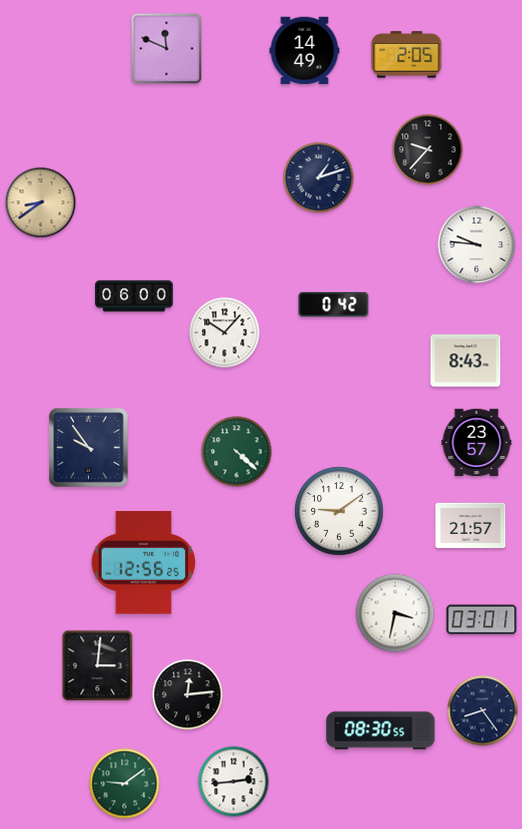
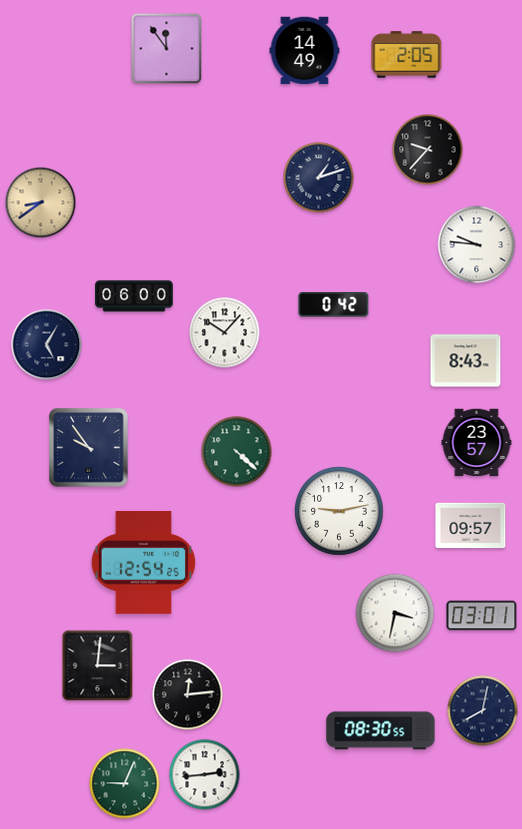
clock at (167, 49): 11:49 -> 11:54
clock at (47, 345): none -> 5:05
clock at (339, 511): 9:09 -> 9:13
clock at (471, 526): 21:57 -> 09:57
clock at (144, 562): 12:56 -> 12:54
clock at (482, 620) position: (482, 620) -> (482, 616)
clock at (483, 711): 8:24 -> 8:02
clock at (234, 782) position: (234, 782) -> (205, 775)
clock at (125, 784): 9:09 -> 9:04
